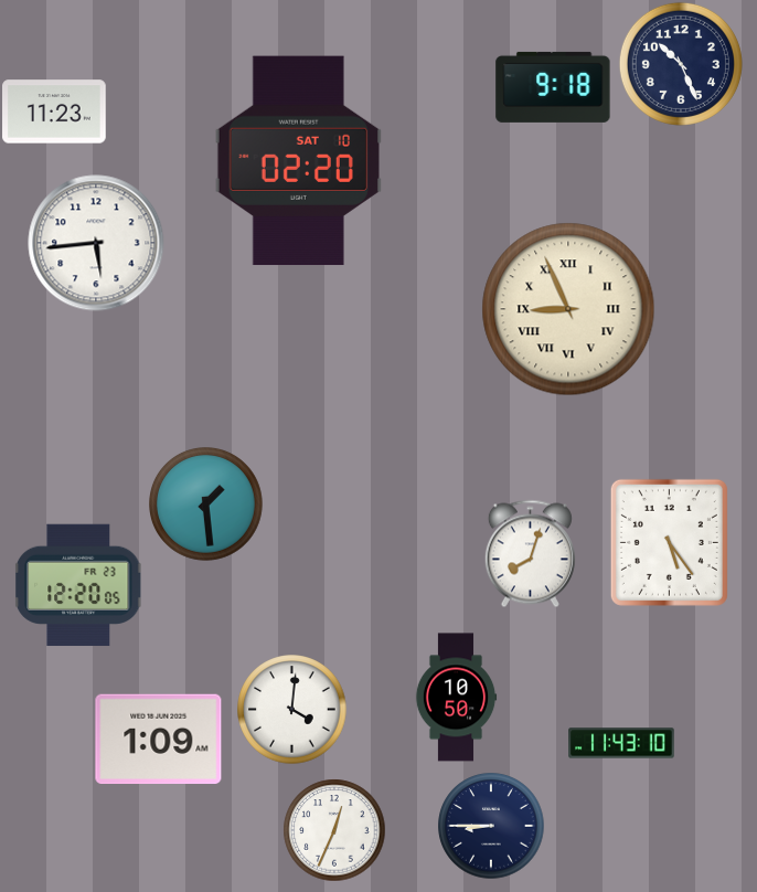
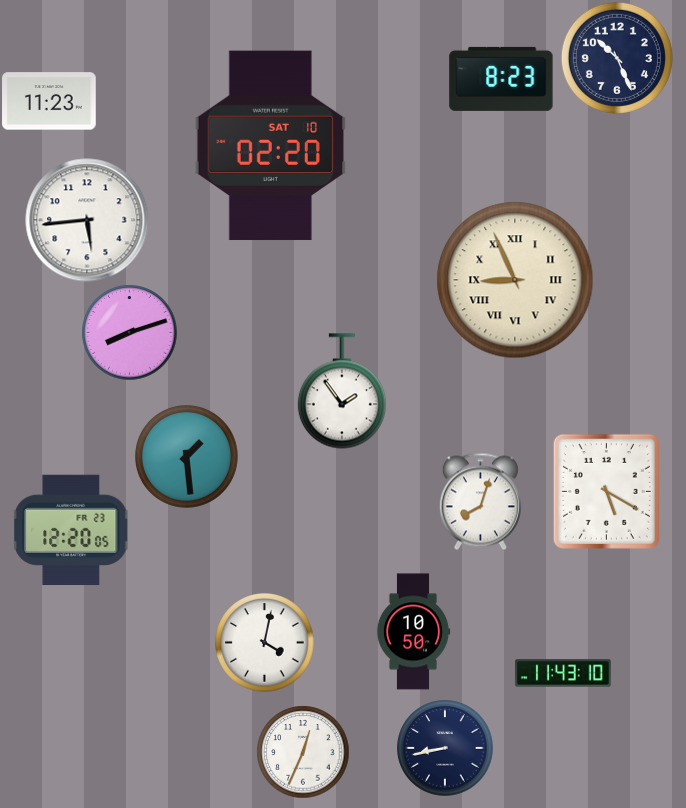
clock at (553, 87): 9:18 -> 8:23
clock at (129, 332): none -> 8:12
clock at (342, 391): none -> 1:54
clock at (669, 542): 5:24 -> 5:20
clock at (292, 710): 4:01 -> 4:02
clock at (159, 740): 1:09 -> none
clock at (491, 826): 8:45 -> 8:43
